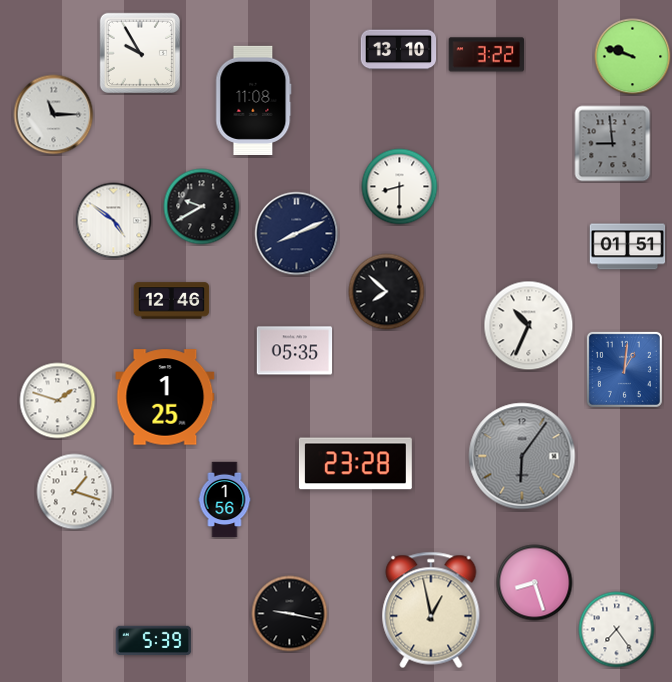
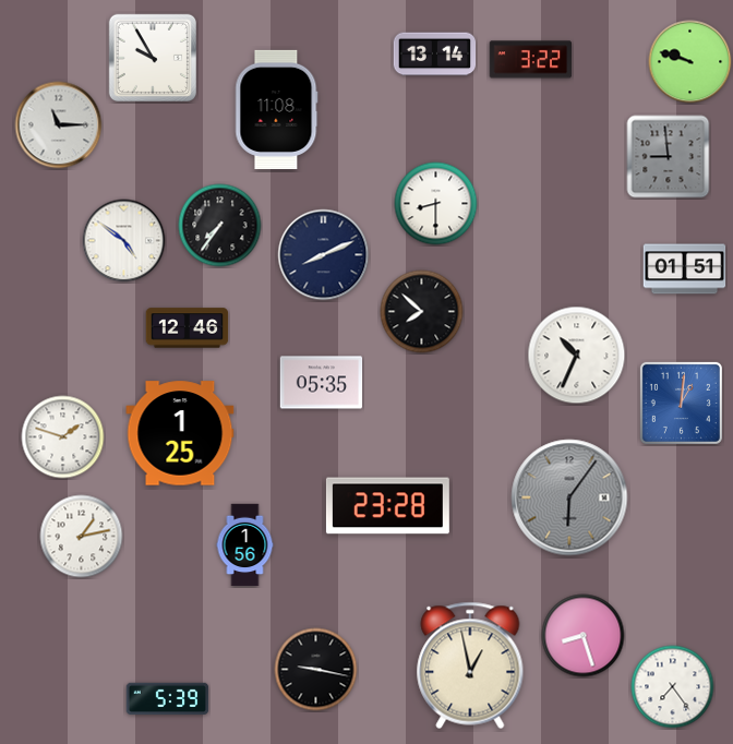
clock at (399, 50): 13:10 -> 13:14
clock at (202, 207): 9:40 -> 7:36
clock at (387, 292) position: (387, 292) -> (422, 312)
clock at (75, 492): 1:18 -> 1:13
